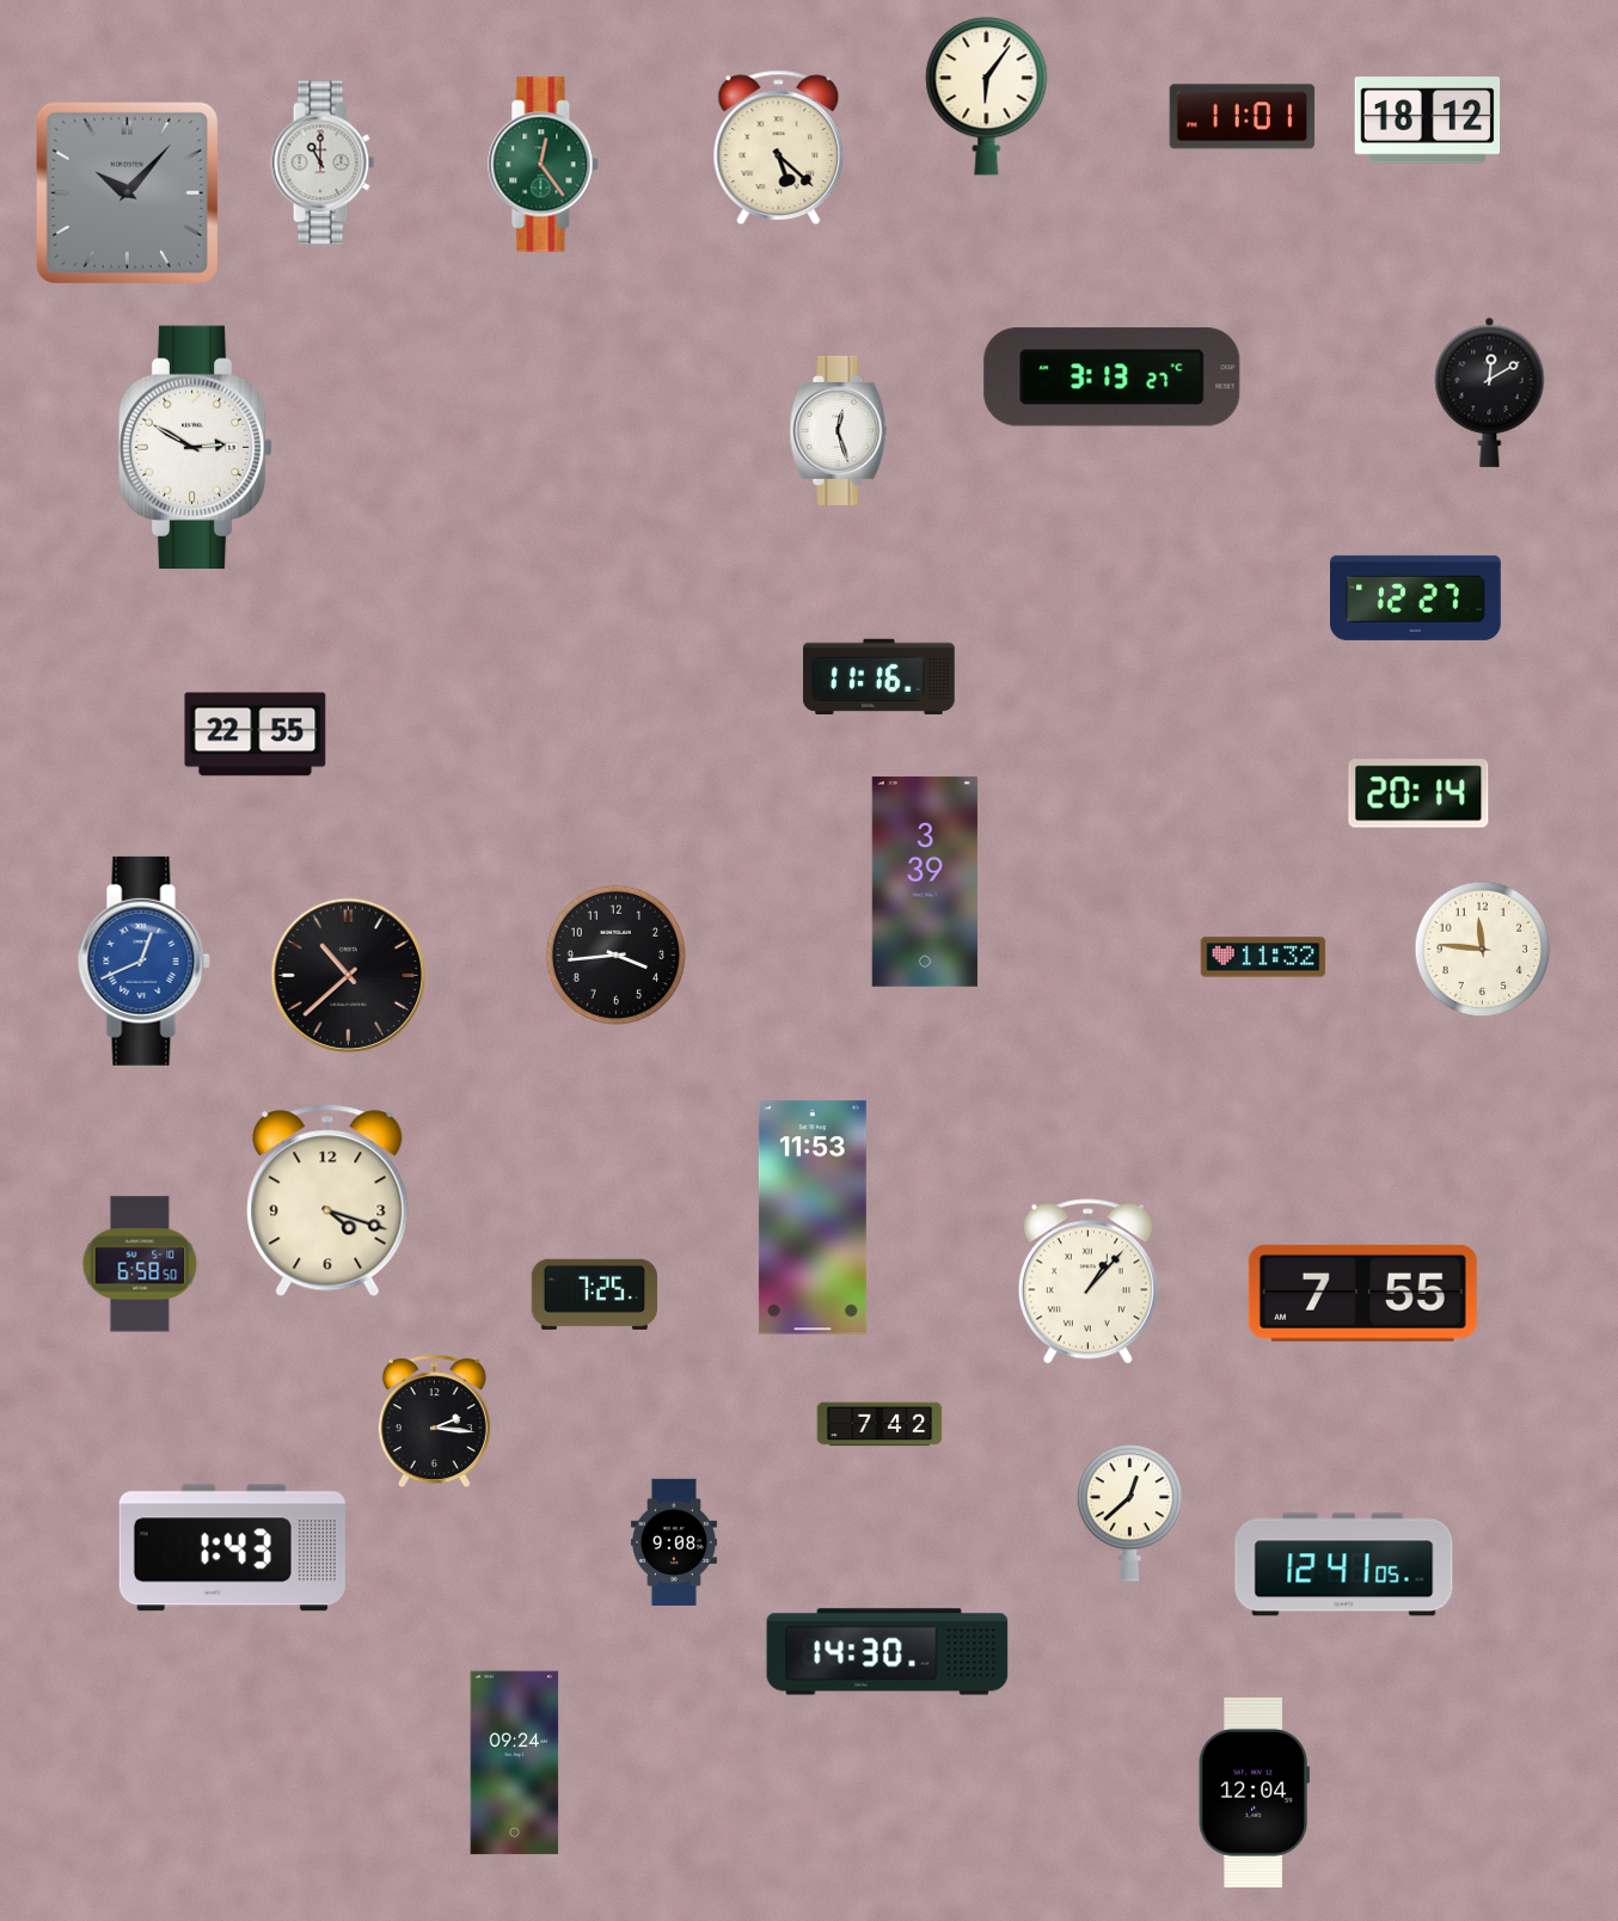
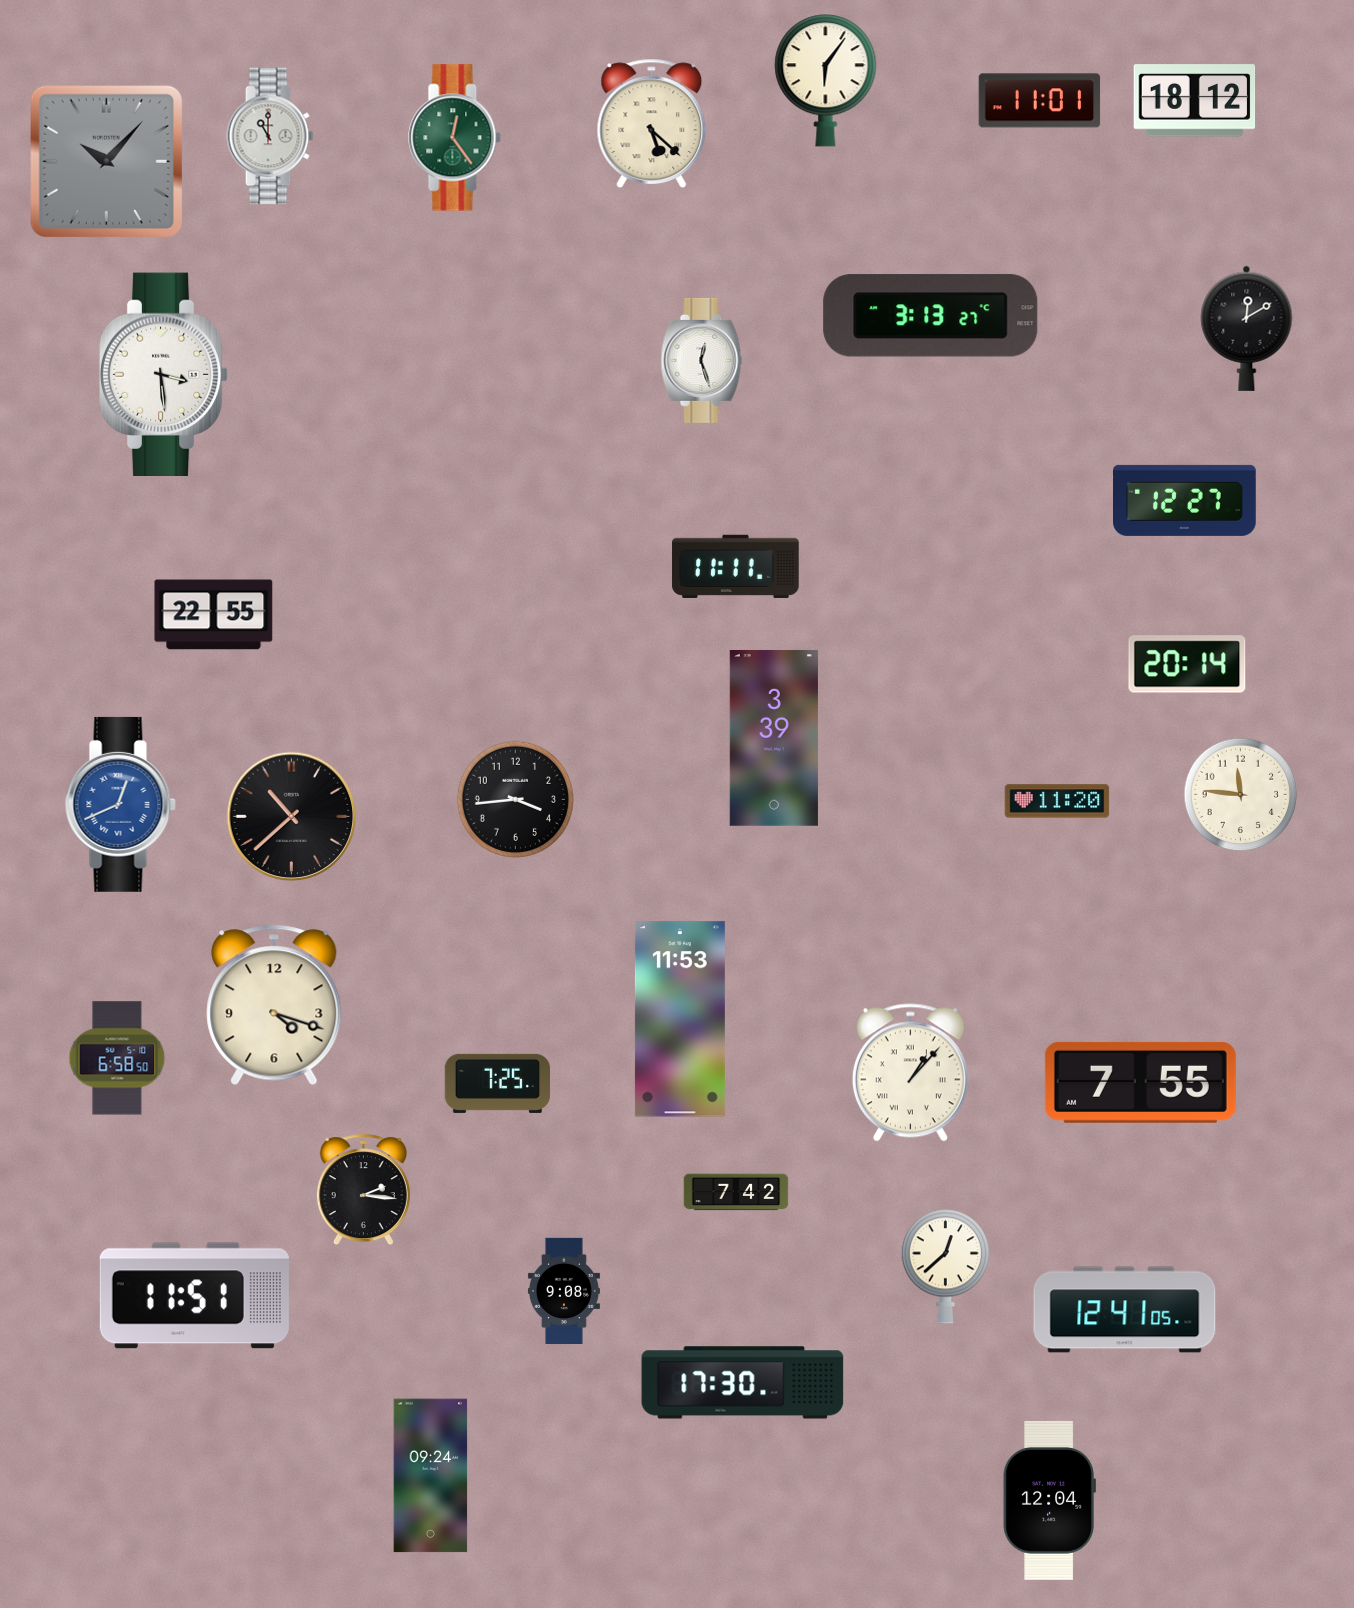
clock at (1243, 117) position: (1243, 117) -> (1040, 101)
clock at (196, 447): 2:50 -> 3:29
clock at (880, 676): 11:16 -> 11:11
clock at (1263, 957): 11:32 -> 11:20
clock at (232, 1548): 1:43 -> 11:51
clock at (888, 1652): 14:30 -> 17:30
